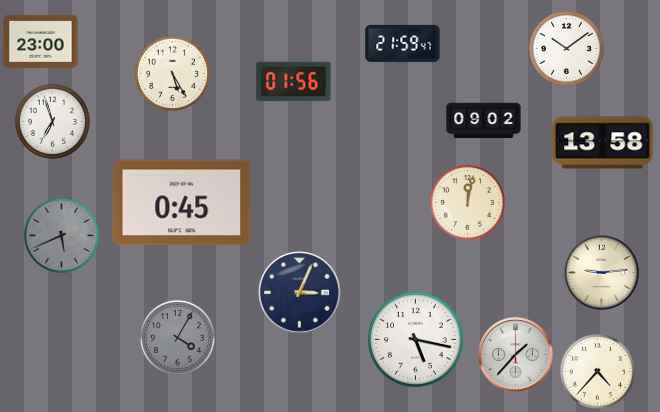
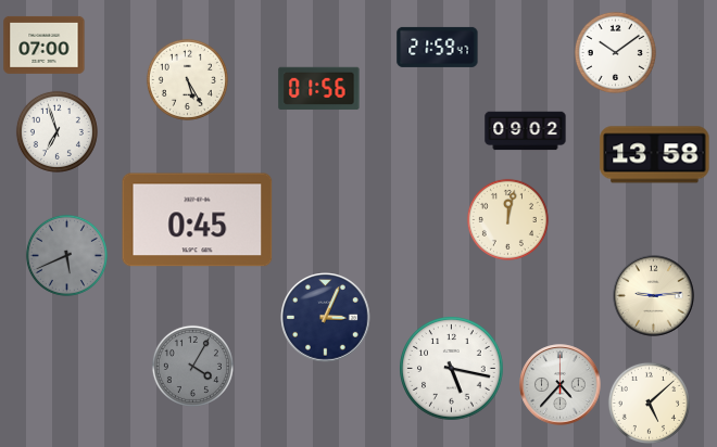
clock at (41, 41): 23:00 -> 07:00
clock at (516, 355): 1:37 -> 4:37
clock at (597, 371): 4:37 -> 5:08
